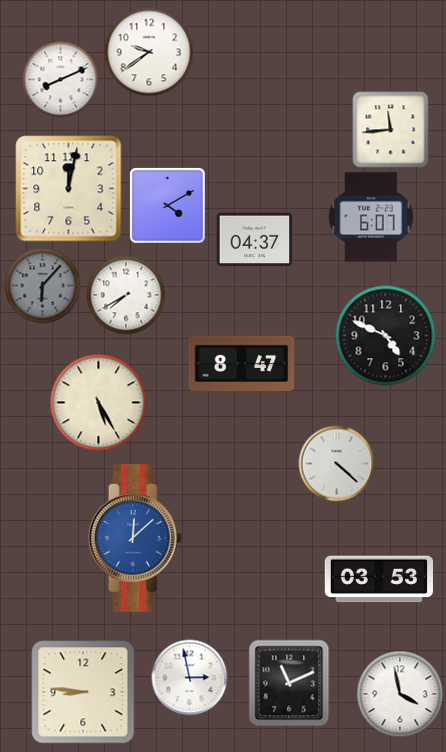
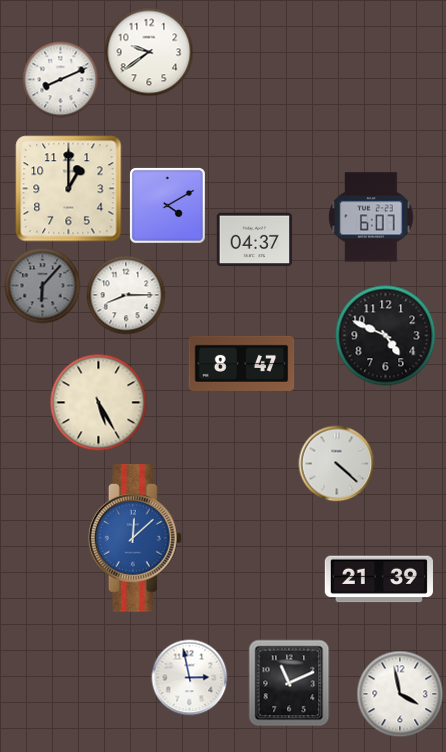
clock at (391, 130): 11:44 -> none
clock at (69, 189): 12:02 -> 1:00
clock at (126, 295): 7:40 -> 8:15
clock at (379, 579): 03:53 -> 21:39
clock at (83, 692): 8:46 -> none
